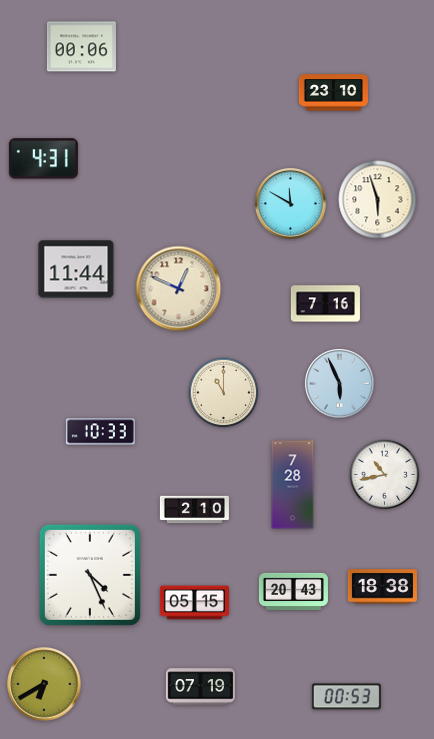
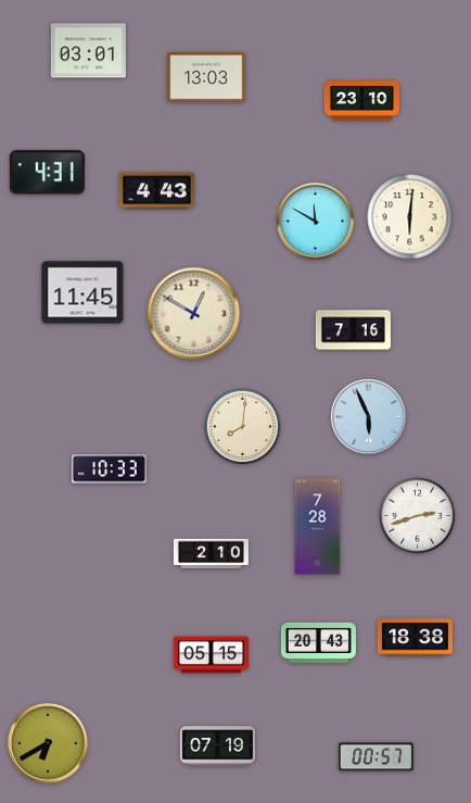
clock at (81, 47): 00:06 -> 03:01
clock at (206, 78): none -> 13:03
clock at (156, 191): none -> 4:43
clock at (378, 200): 5:57 -> 6:01
clock at (76, 269): 11:44 -> 11:45
clock at (179, 289): 12:49 -> 12:50
clock at (224, 393): 11:00 -> 8:01
clock at (385, 475): 10:43 -> 2:42
clock at (90, 575): 4:26 -> none
clock at (346, 697): 00:53 -> 00:57
